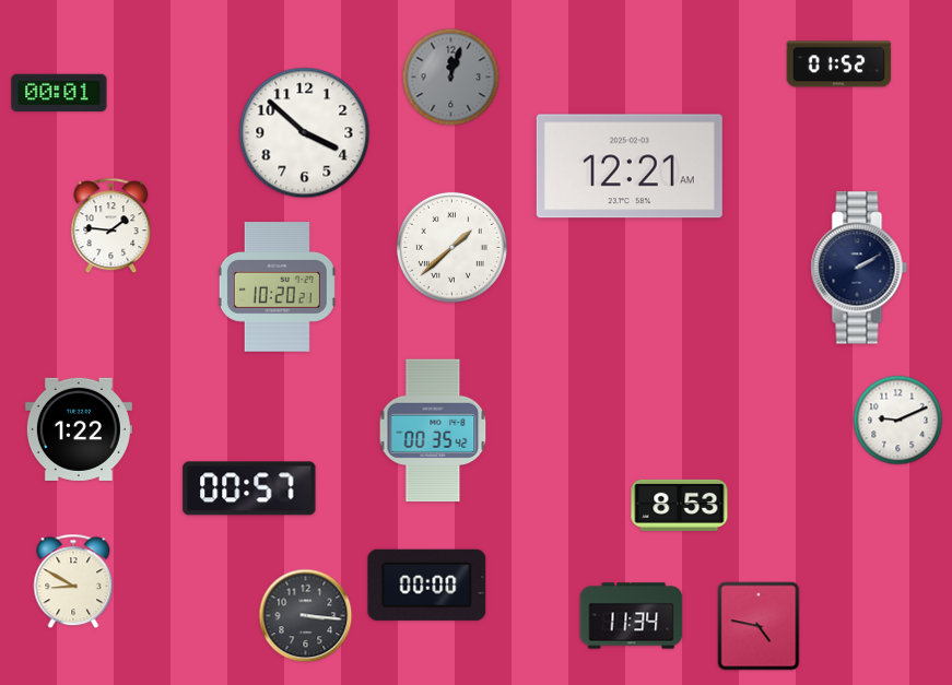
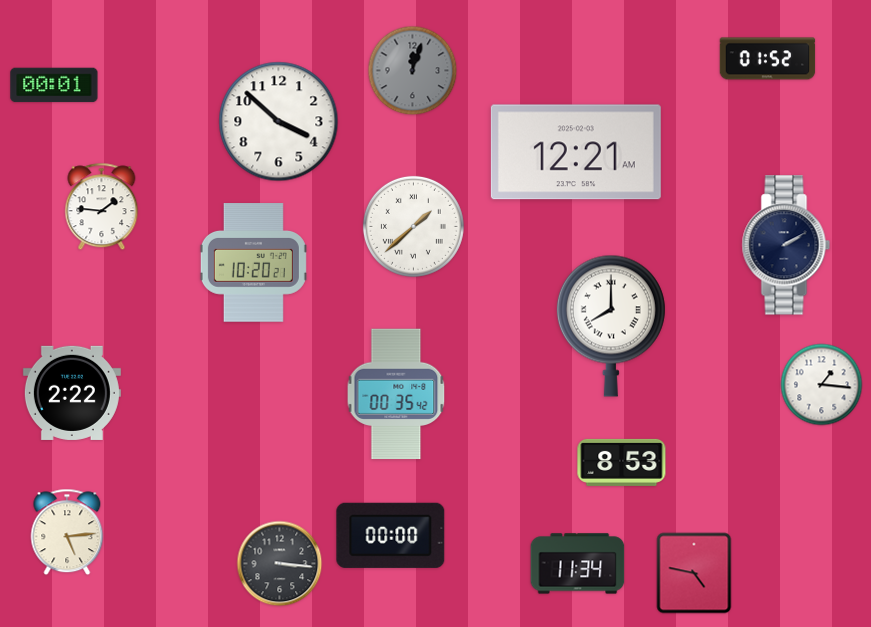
clock at (611, 326): none -> 8:00
clock at (898, 421): 9:11 -> 1:16
clock at (79, 429): 1:22 -> 2:22
clock at (249, 488): 00:57 -> none
clock at (73, 581): 8:50 -> 5:14
